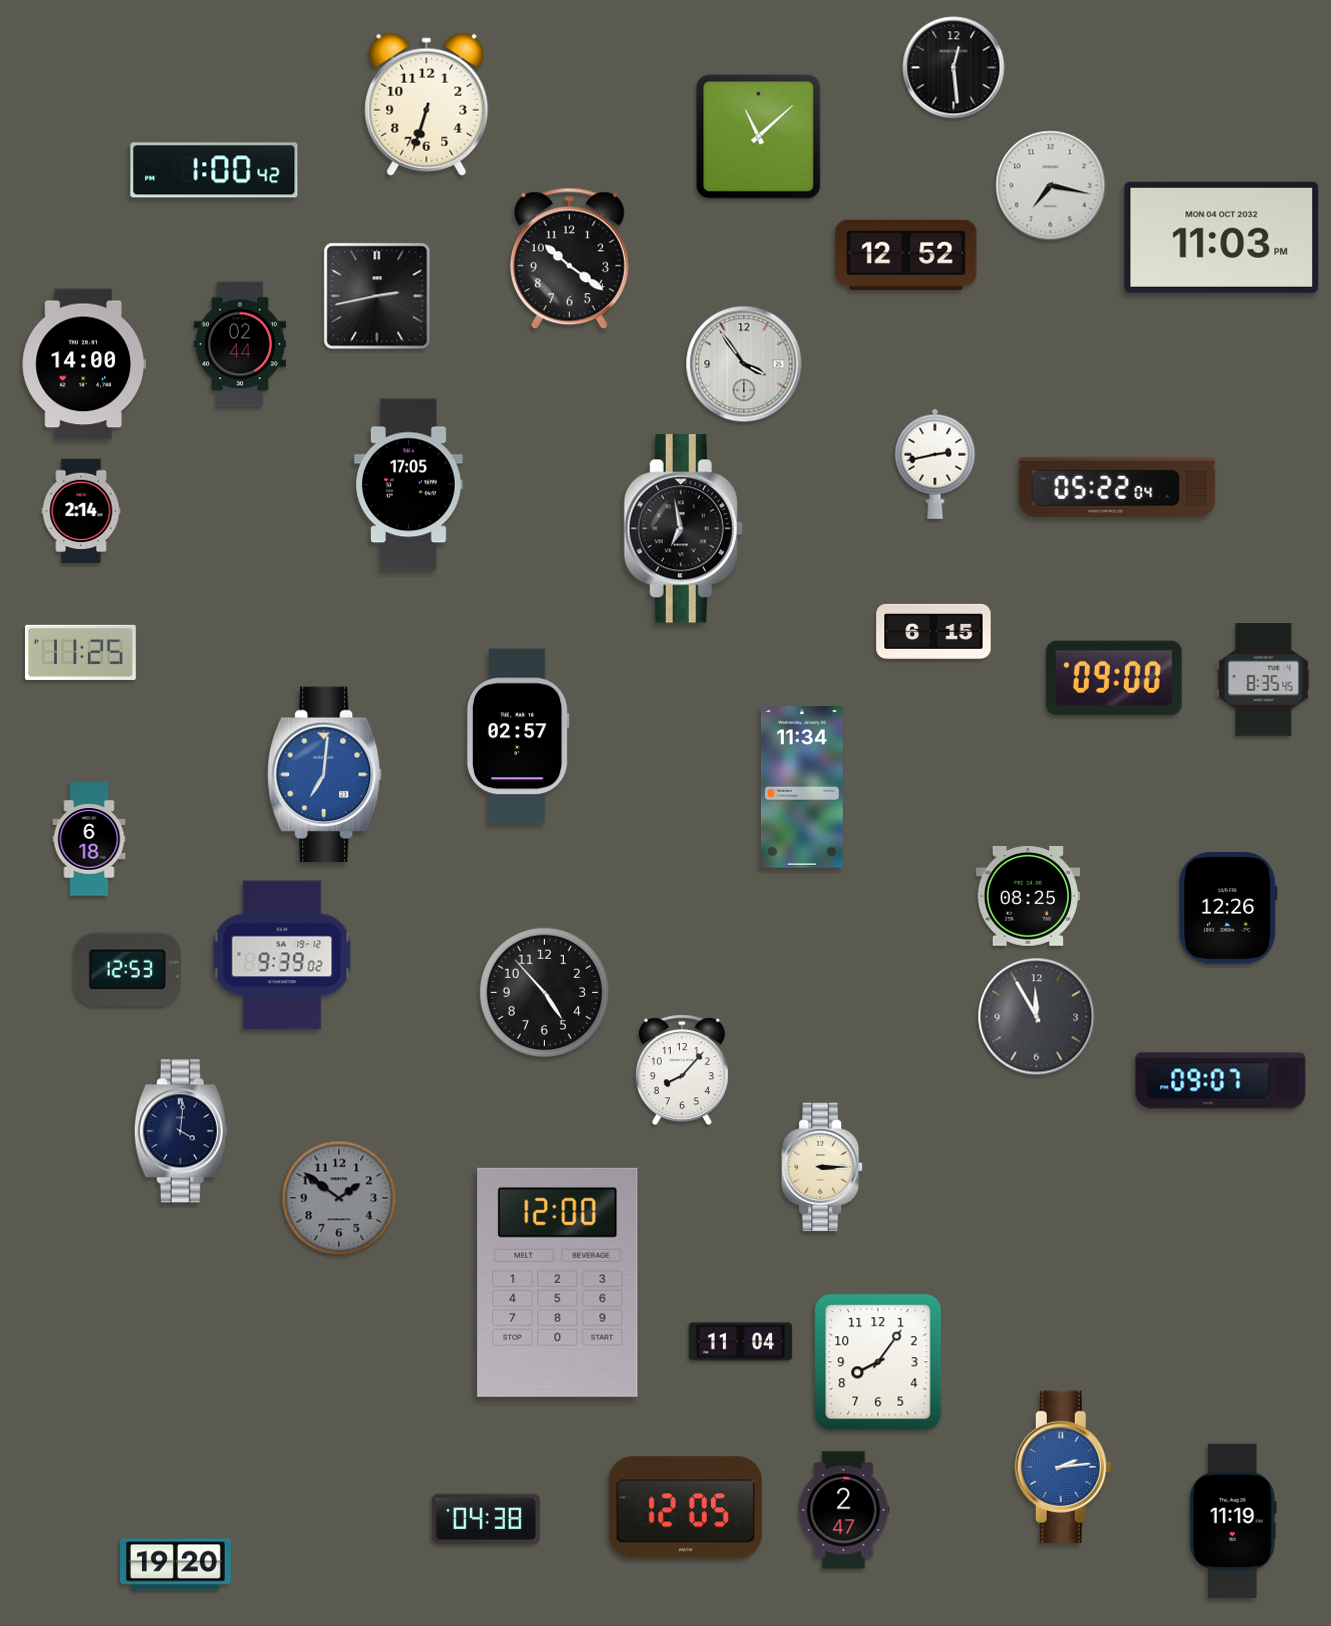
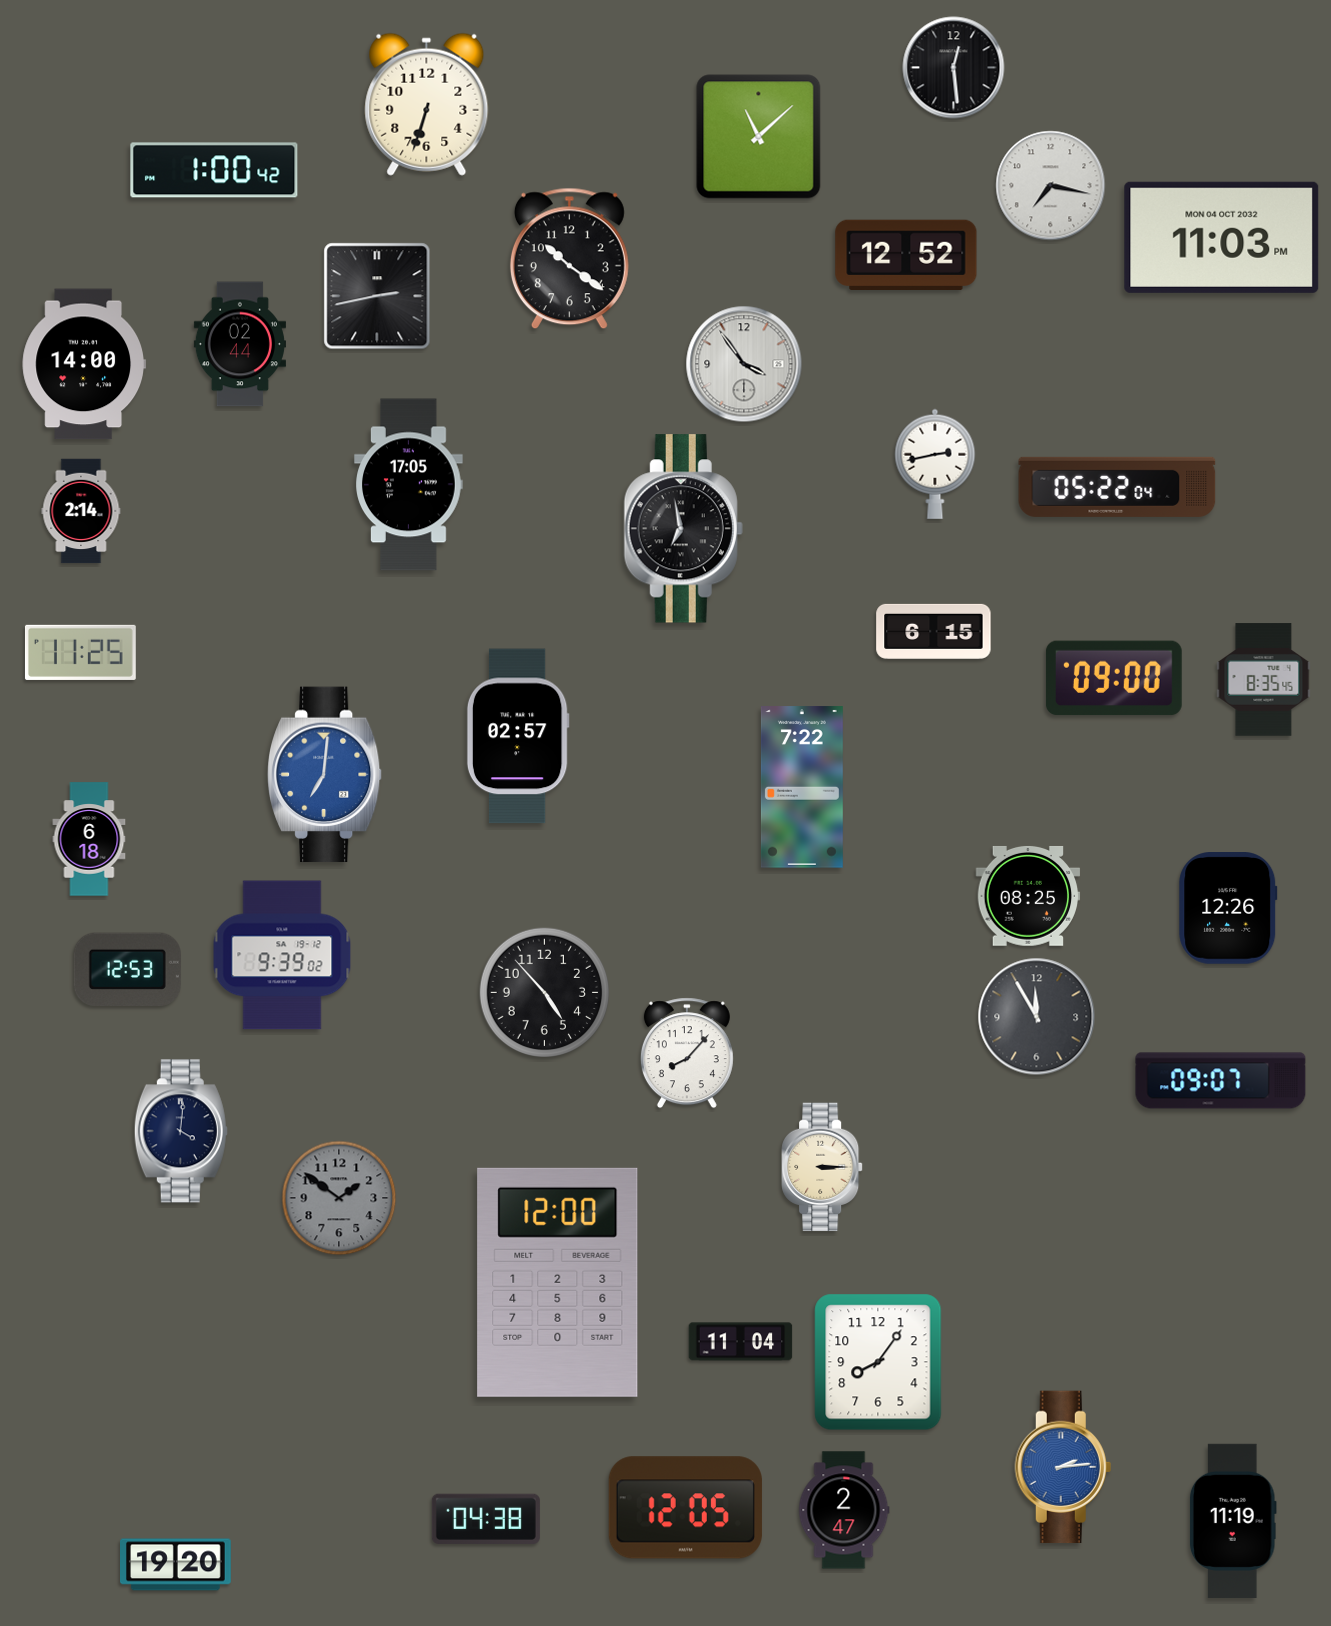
clock at (802, 787): 11:34 -> 7:22
clock at (682, 1070) position: (682, 1070) -> (687, 1053)
